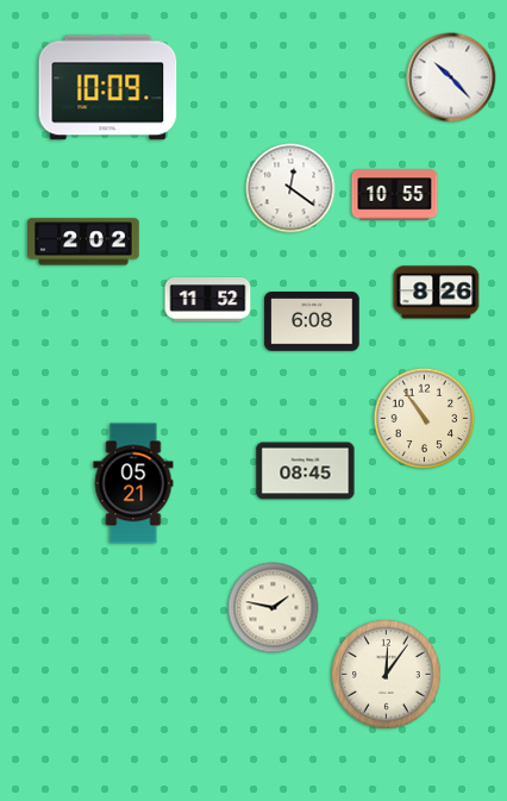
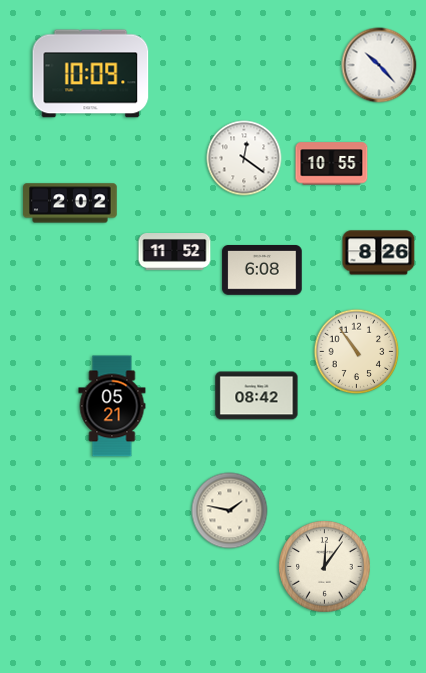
clock at (437, 293) position: (437, 293) -> (379, 253)
clock at (306, 471): 08:45 -> 08:42
